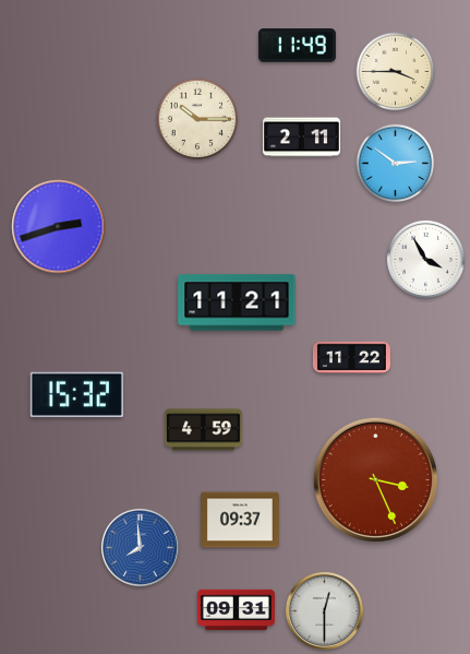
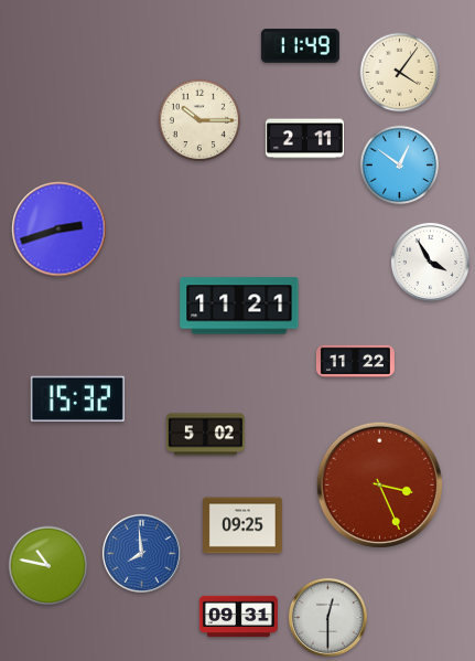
clock at (396, 72): 3:45 -> 4:06
clock at (396, 164): 2:51 -> 12:51
clock at (203, 430): 4:59 -> 5:02
clock at (241, 520): 09:37 -> 09:25
clock at (48, 566): none -> 10:47
